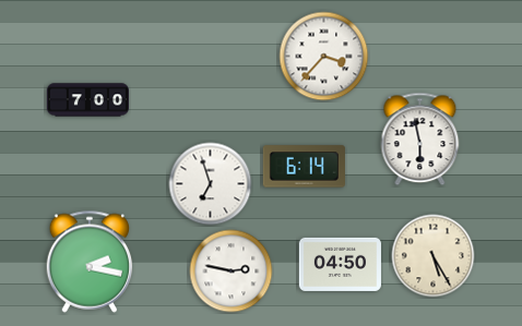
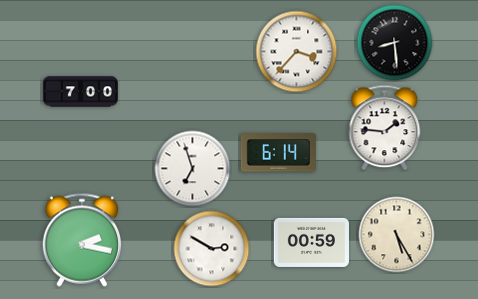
clock at (395, 43): none -> 8:29
clock at (420, 140): 5:58 -> 1:46
clock at (340, 264): 04:50 -> 00:59
clock at (232, 271): 2:47 -> 2:50
